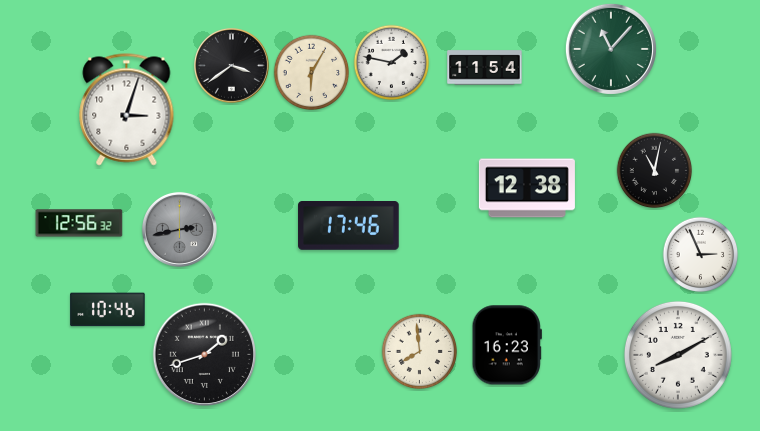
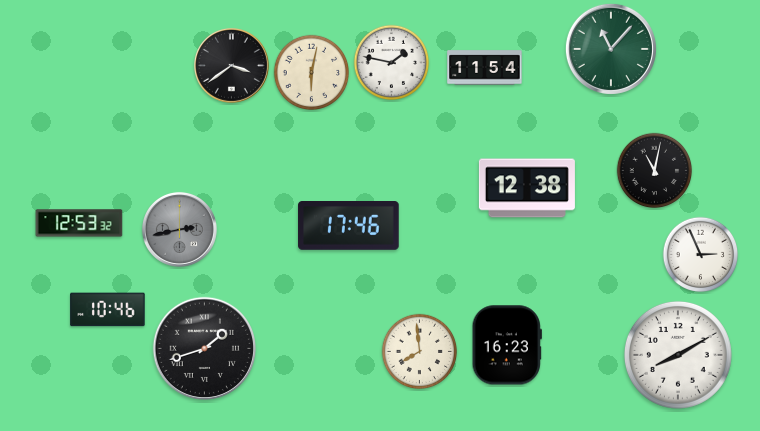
clock at (312, 73): 6:05 -> 6:02
clock at (127, 110): 3:03 -> none
clock at (79, 223): 12:56 -> 12:53
clock at (204, 354) position: (204, 354) -> (204, 348)
